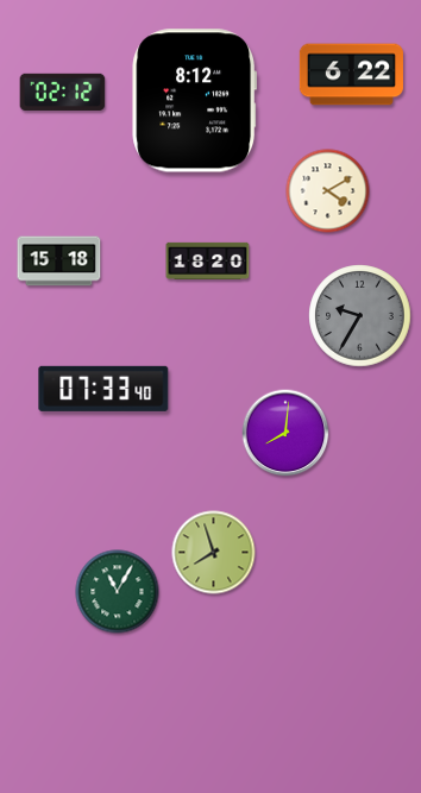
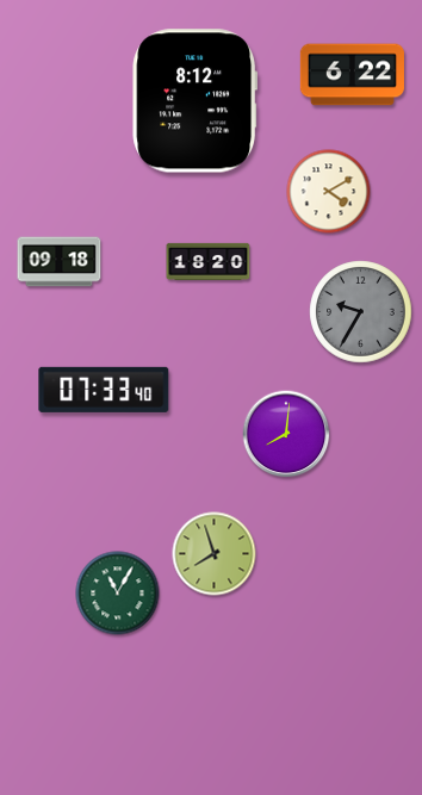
clock at (63, 92): 02:12 -> none
clock at (59, 262): 15:18 -> 09:18
clock at (360, 316) position: (360, 316) -> (361, 312)
